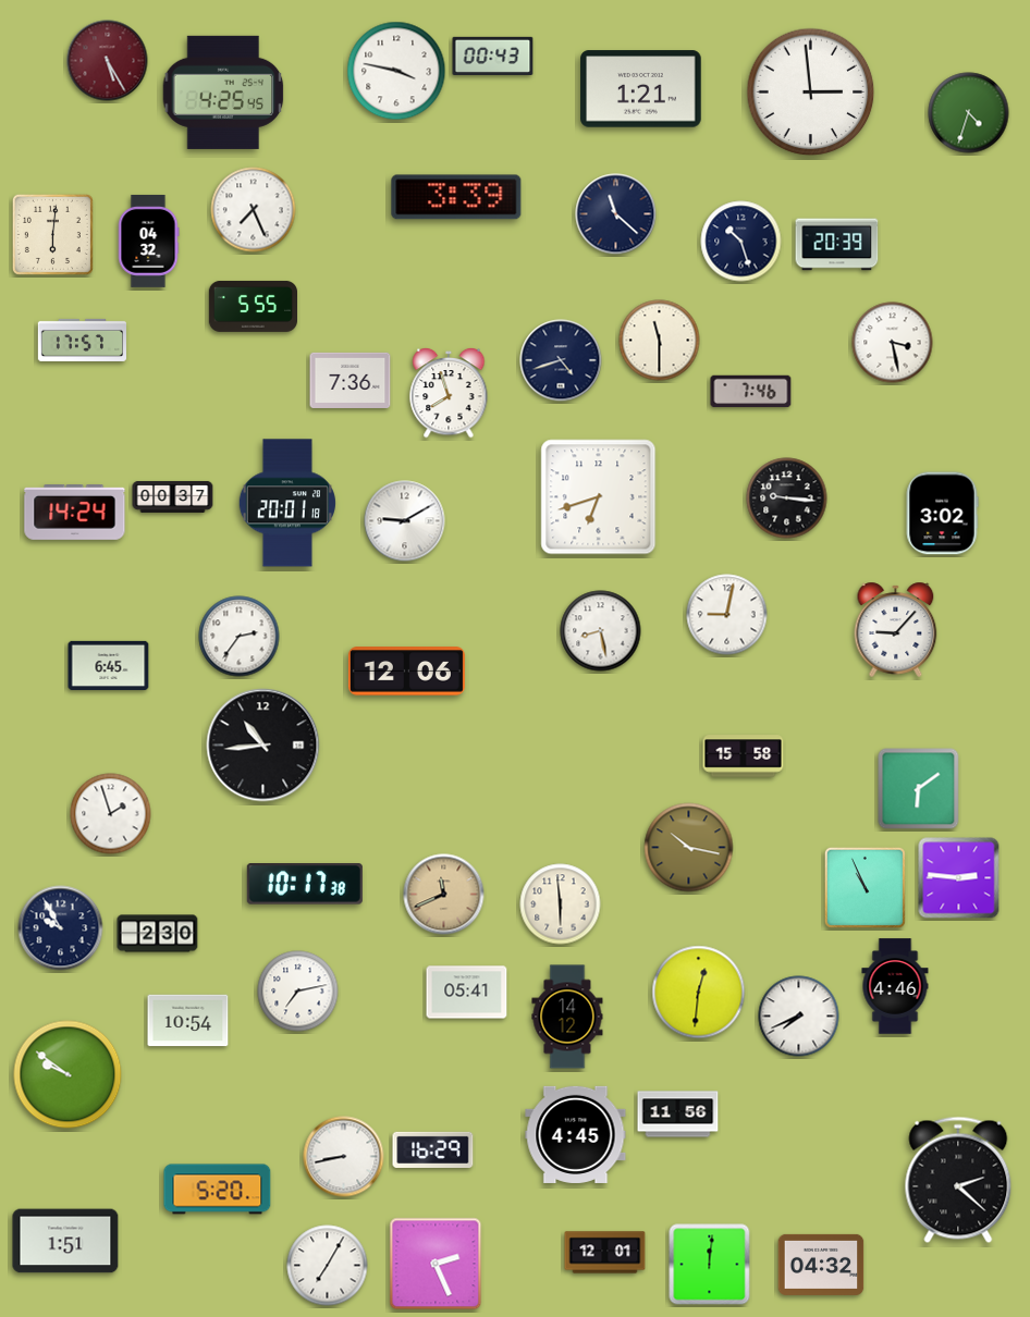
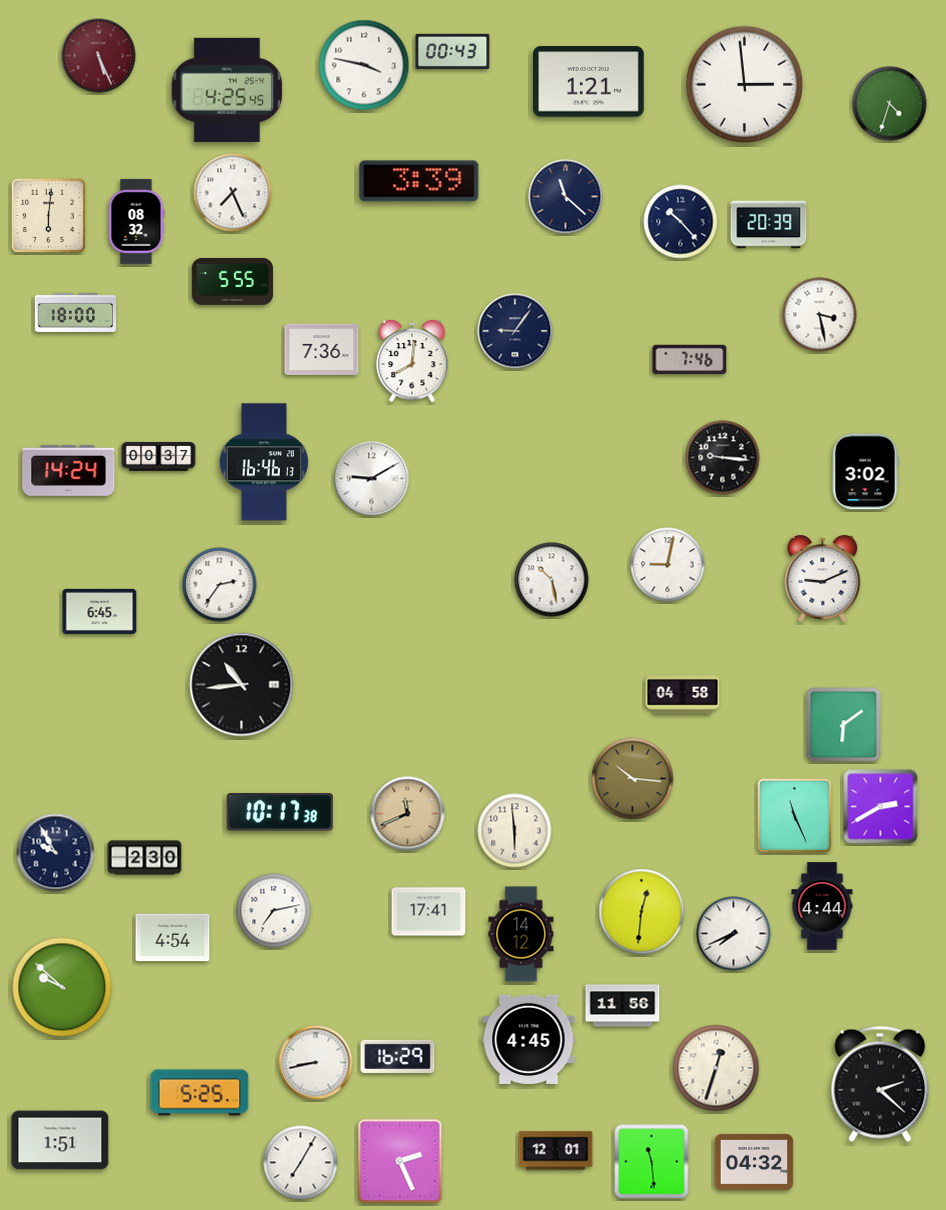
clock at (108, 61): 5:25 -> 5:26
clock at (223, 93) position: (223, 93) -> (227, 90)
clock at (148, 241): 04:32 -> 08:32
clock at (741, 242): 10:27 -> 10:23
clock at (82, 340): 17:57 -> 18:00
clock at (660, 341): 11:30 -> none
clock at (561, 360): 4:42 -> 9:06
clock at (449, 393): 7:57 -> 8:01
clock at (599, 497): 6:42 -> none
clock at (287, 503): 20:01 -> 16:46
clock at (896, 629): 9:07 -> 9:11
clock at (601, 631): 8:28 -> 10:28
clock at (406, 672): 12:06 -> none
clock at (744, 756): 15:58 -> 04:58
clock at (111, 814): 1:57 -> none
clock at (689, 848): 10:17 -> 10:16
clock at (959, 878): 2:46 -> 2:40
clock at (865, 887): 10:56 -> 11:26
clock at (444, 895) position: (444, 895) -> (408, 814)
clock at (895, 986): 4:46 -> 4:44
clock at (467, 993): 05:41 -> 17:41
clock at (188, 1021): 10:54 -> 4:54
clock at (68, 1074): 9:51 -> 9:52
clock at (678, 1115) position: (678, 1115) -> (623, 1006)
clock at (576, 1134) position: (576, 1134) -> (529, 1039)
clock at (716, 1068): none -> 12:33
clock at (218, 1190): 5:20 -> 5:25
clock at (710, 1265): 12:01 -> 11:29
